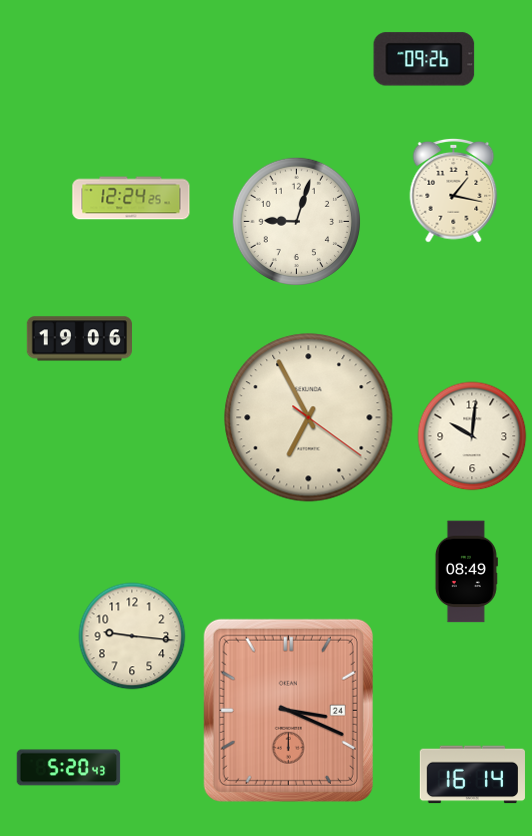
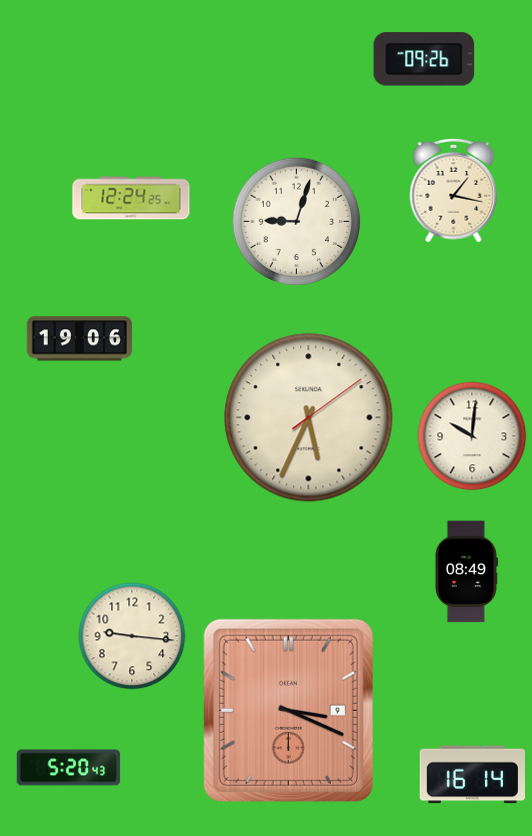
clock at (309, 418): 6:55 -> 5:34
clock at (288, 710) date: 24 -> 9
